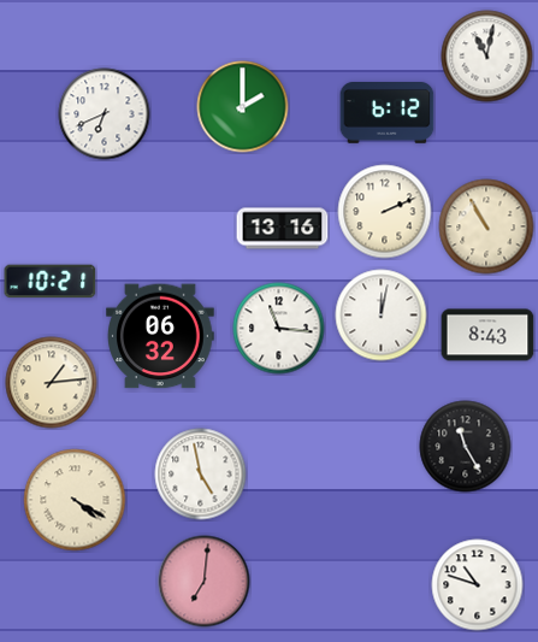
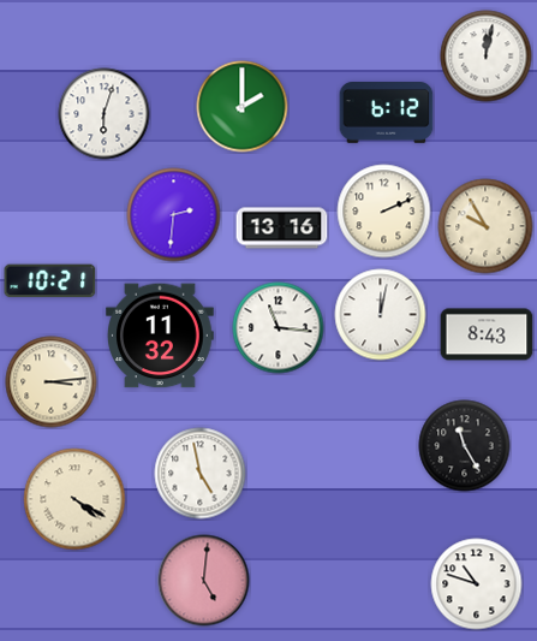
clock at (487, 57): 11:02 -> 12:02
clock at (105, 114): 6:41 -> 6:03
clock at (174, 215): none -> 2:31
clock at (486, 226): 10:55 -> 9:55
clock at (161, 336): 06:32 -> 11:32
clock at (52, 383): 1:14 -> 3:14
clock at (205, 582): 7:01 -> 5:01
